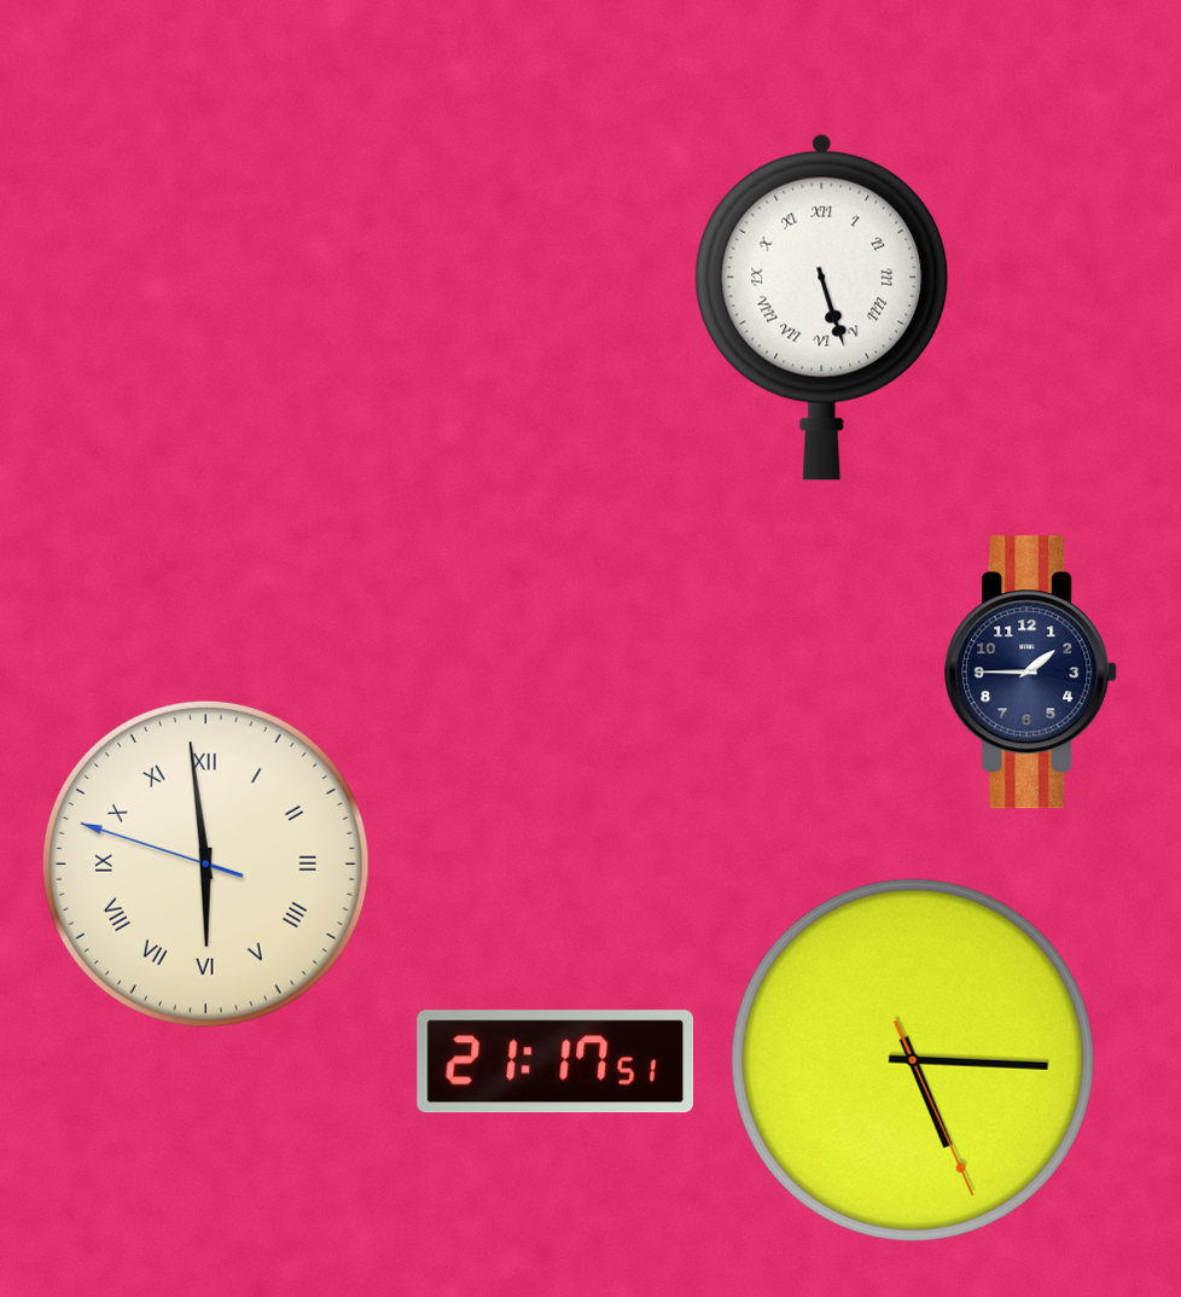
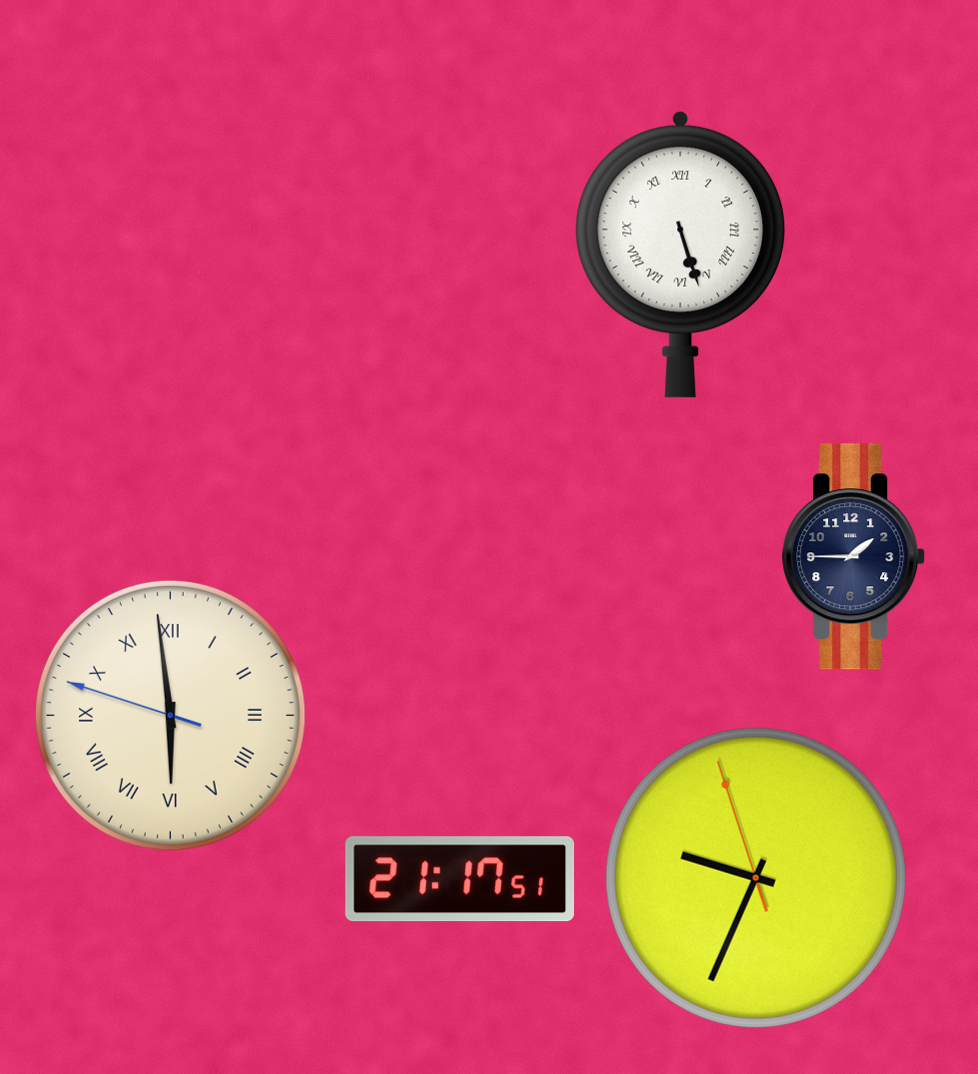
clock at (913, 1060): 5:15 -> 9:33
